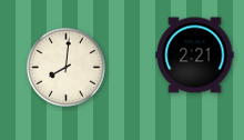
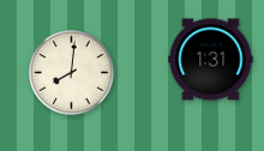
clock at (195, 56): 2:21 -> 1:31
